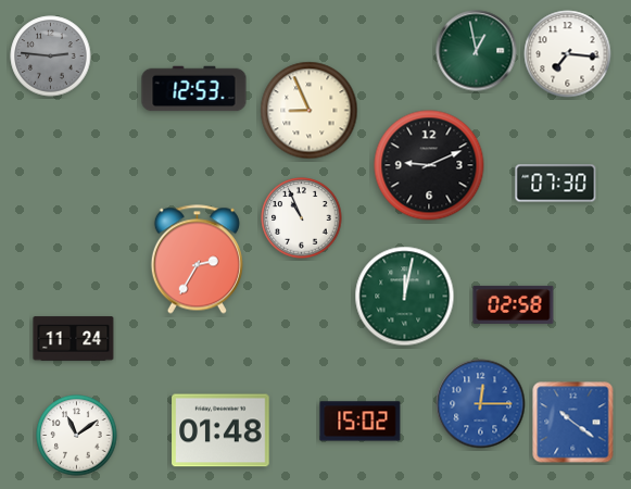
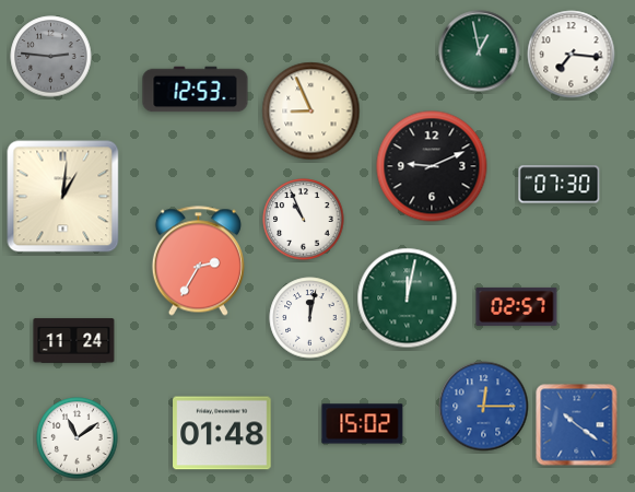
clock at (63, 197): none -> 1:01
clock at (514, 304): 02:58 -> 02:57
clock at (310, 318): none -> 12:02
